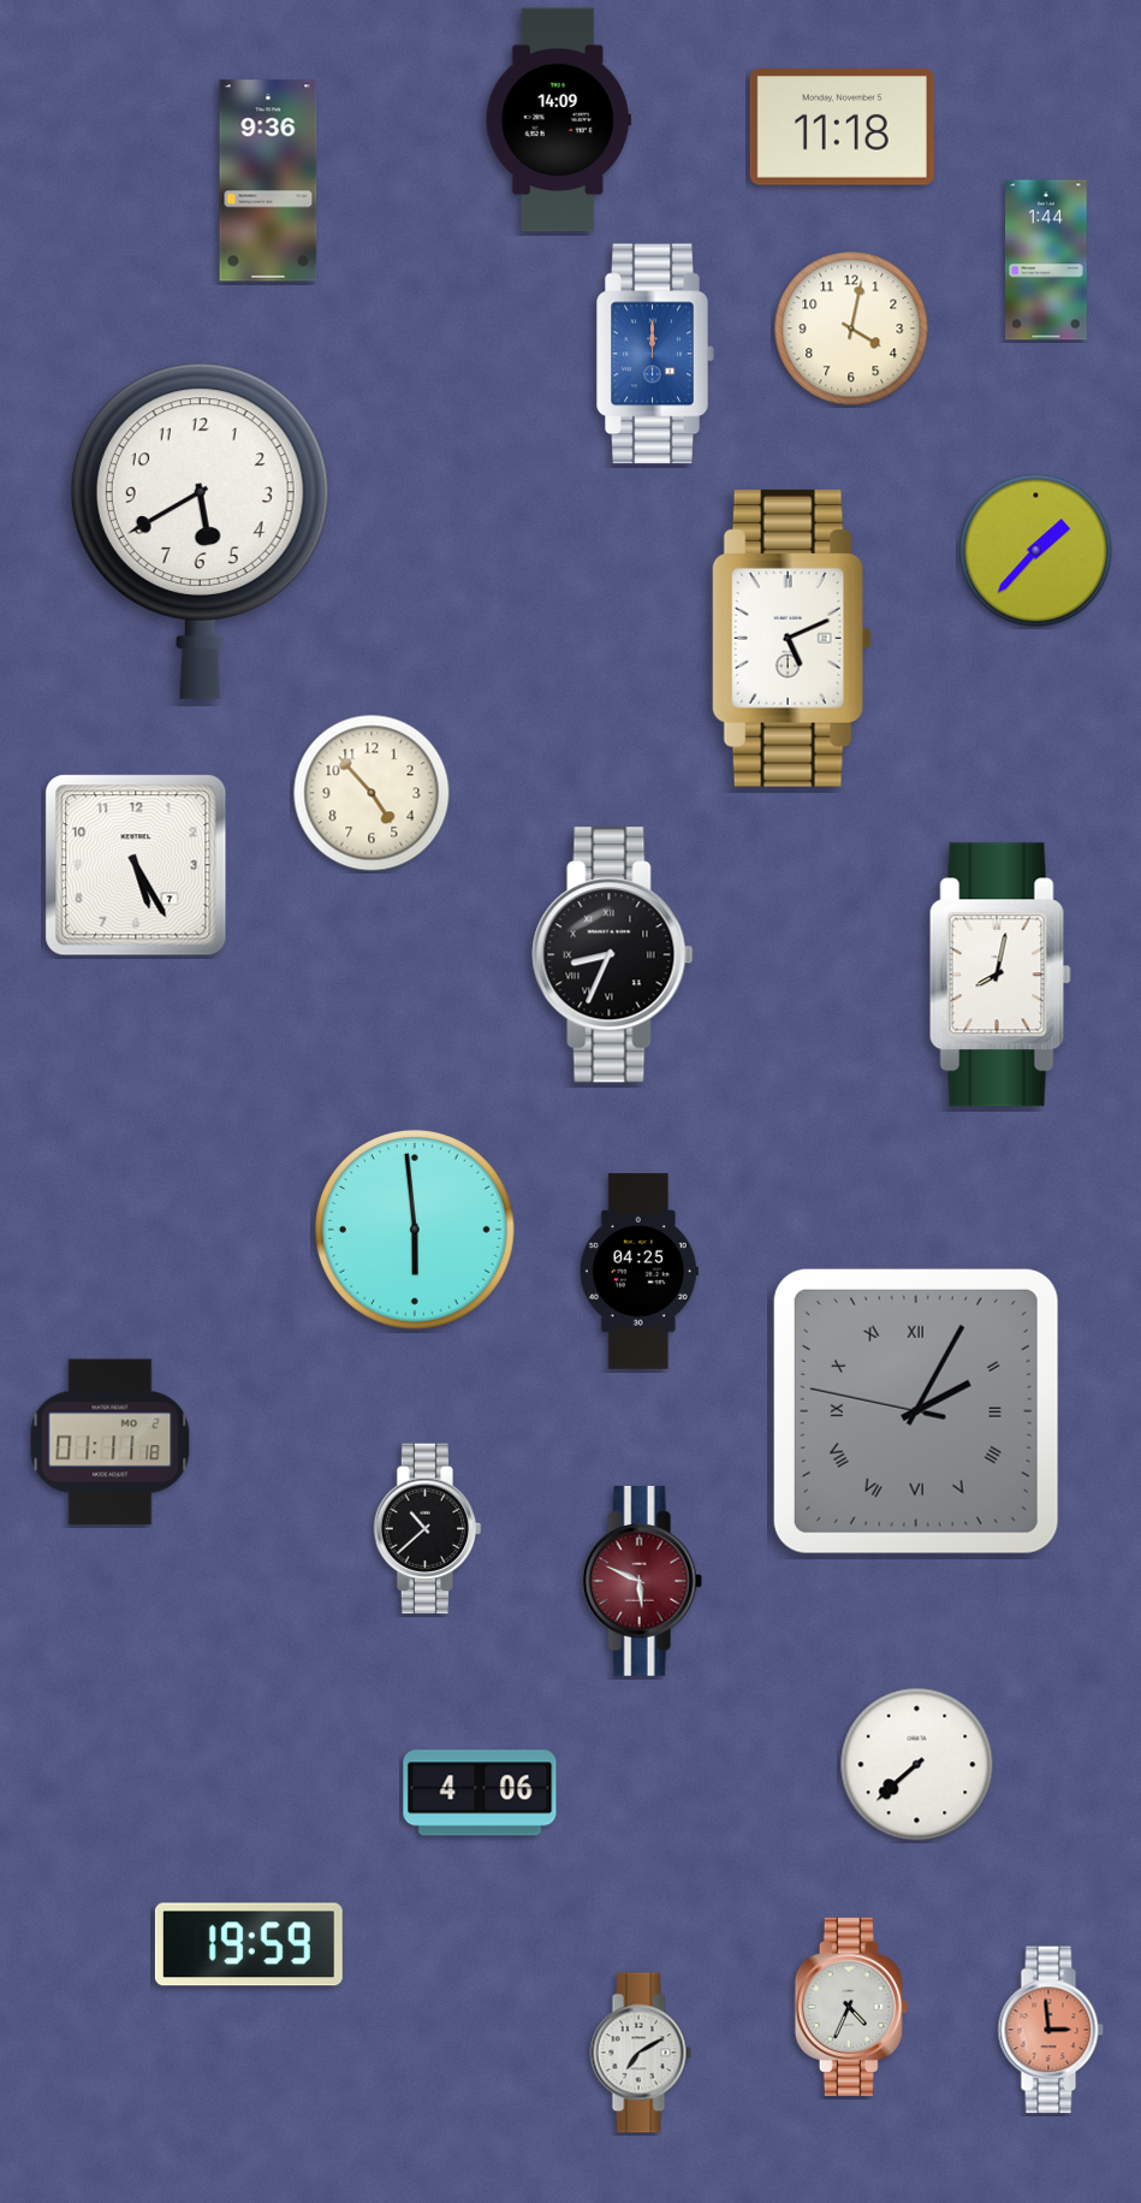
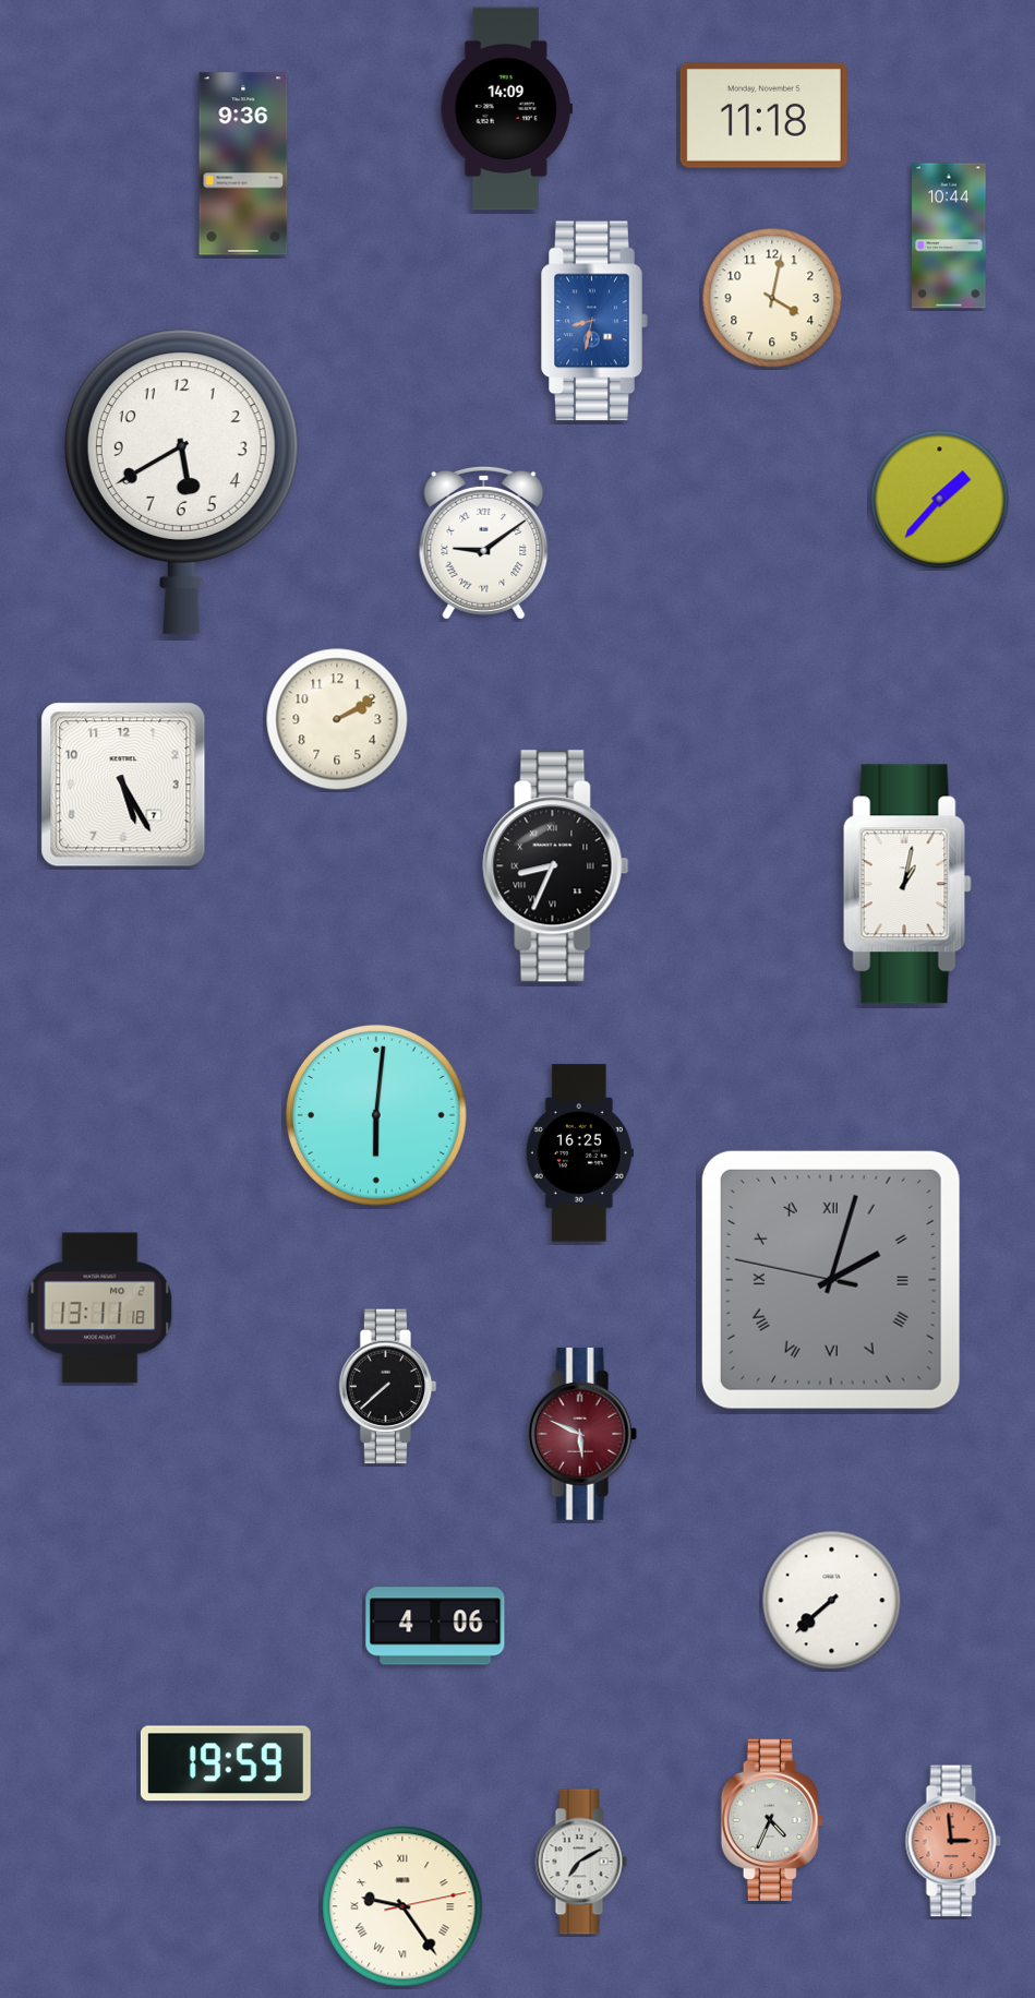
clock at (1046, 260): 1:44 -> 10:44
clock at (655, 354): 12:00 -> 8:32
clock at (484, 542): none -> 9:09
clock at (791, 638): 5:11 -> none
clock at (372, 793): 4:53 -> 2:10
clock at (1000, 975): 8:02 -> 1:02
clock at (415, 1230): 5:59 -> 6:01
clock at (638, 1272): 04:25 -> 16:25
clock at (916, 1411): 2:04 -> 2:02
clock at (111, 1443): 01:11 -> 13:11
clock at (428, 1529): 10:38 -> 7:38
clock at (402, 1906): none -> 9:24
